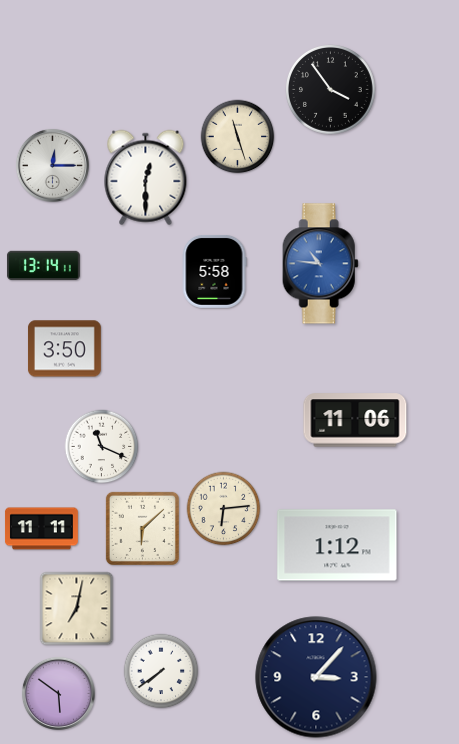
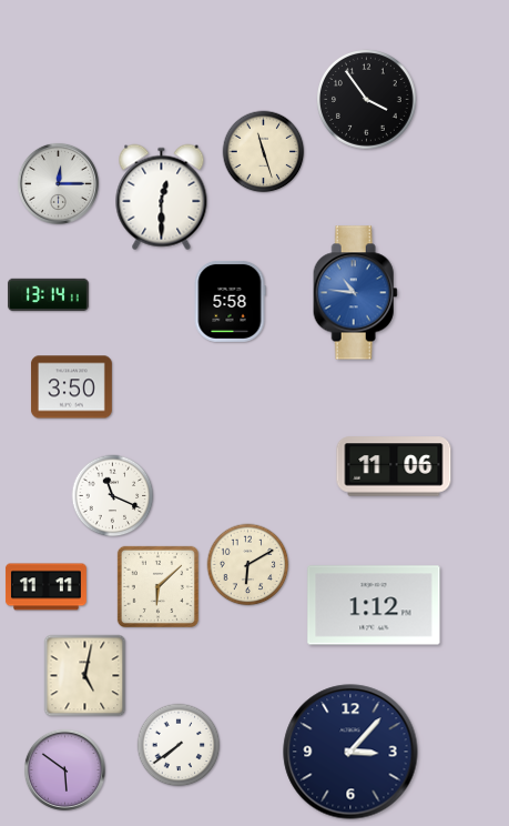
clock at (214, 271) position: (214, 271) -> (230, 301)
clock at (224, 509): 6:14 -> 6:10
clock at (77, 609): 7:02 -> 5:02
